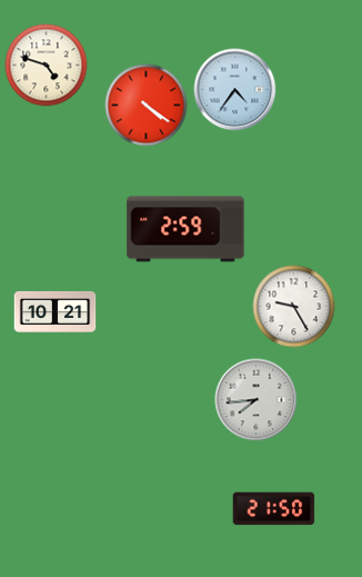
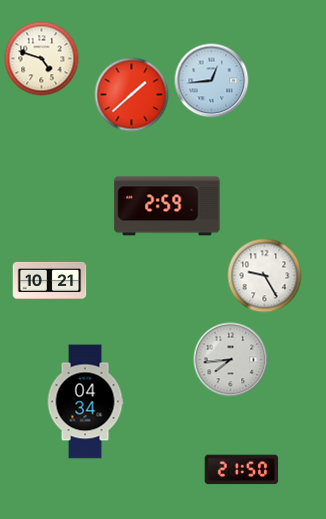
clock at (235, 90): 4:36 -> 12:44
clock at (147, 106): 4:21 -> 1:38
clock at (85, 402): none -> 04:34
clock at (274, 509) position: (274, 509) -> (242, 470)
